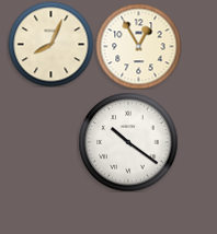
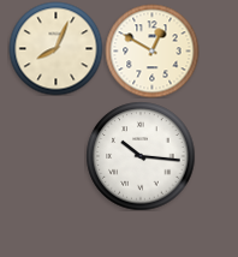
clock at (138, 46): 12:55 -> 12:50
clock at (128, 142): 10:21 -> 10:16
